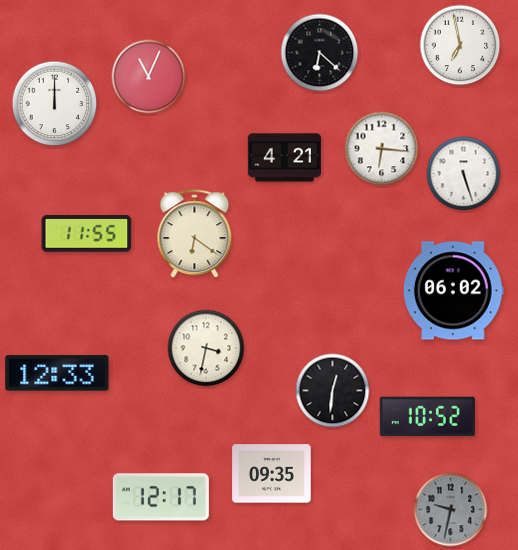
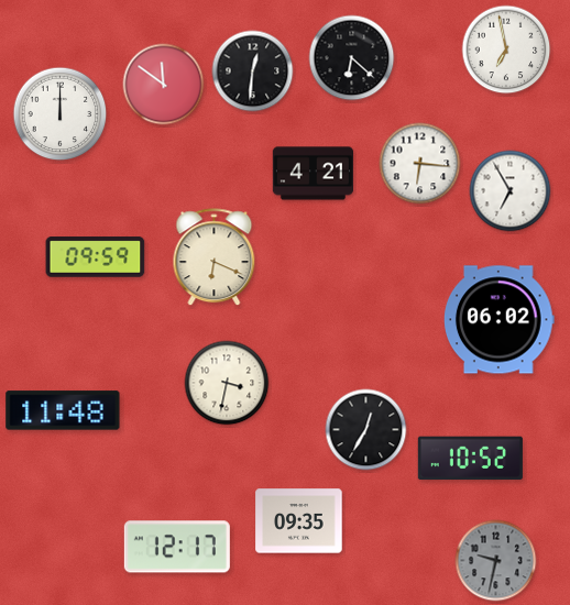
clock at (253, 71): none -> 12:31
clock at (149, 77): 11:04 -> 11:51
clock at (464, 174): 5:27 -> 6:55
clock at (87, 234): 11:55 -> 09:59
clock at (195, 234): 6:21 -> 6:19
clock at (57, 373): 12:33 -> 11:48
clock at (333, 391): 12:31 -> 12:35
